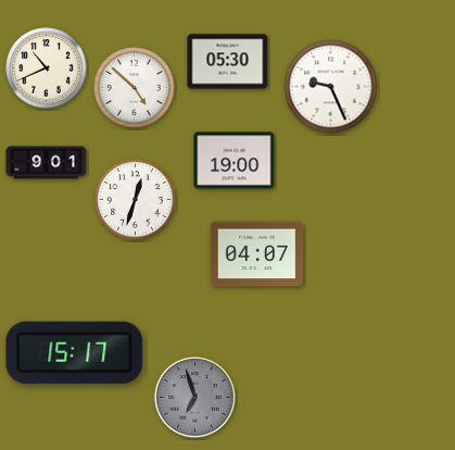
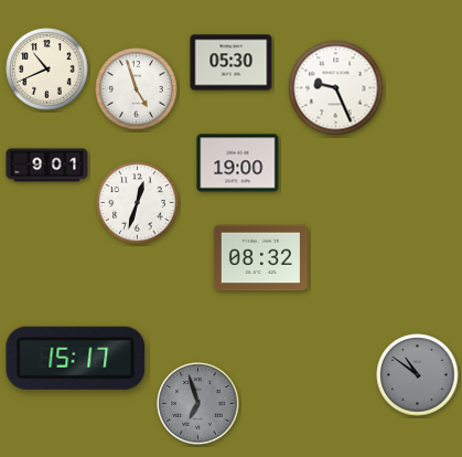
clock at (135, 88): 4:52 -> 4:57
clock at (256, 254): 04:07 -> 08:32
clock at (418, 375): none -> 10:51
